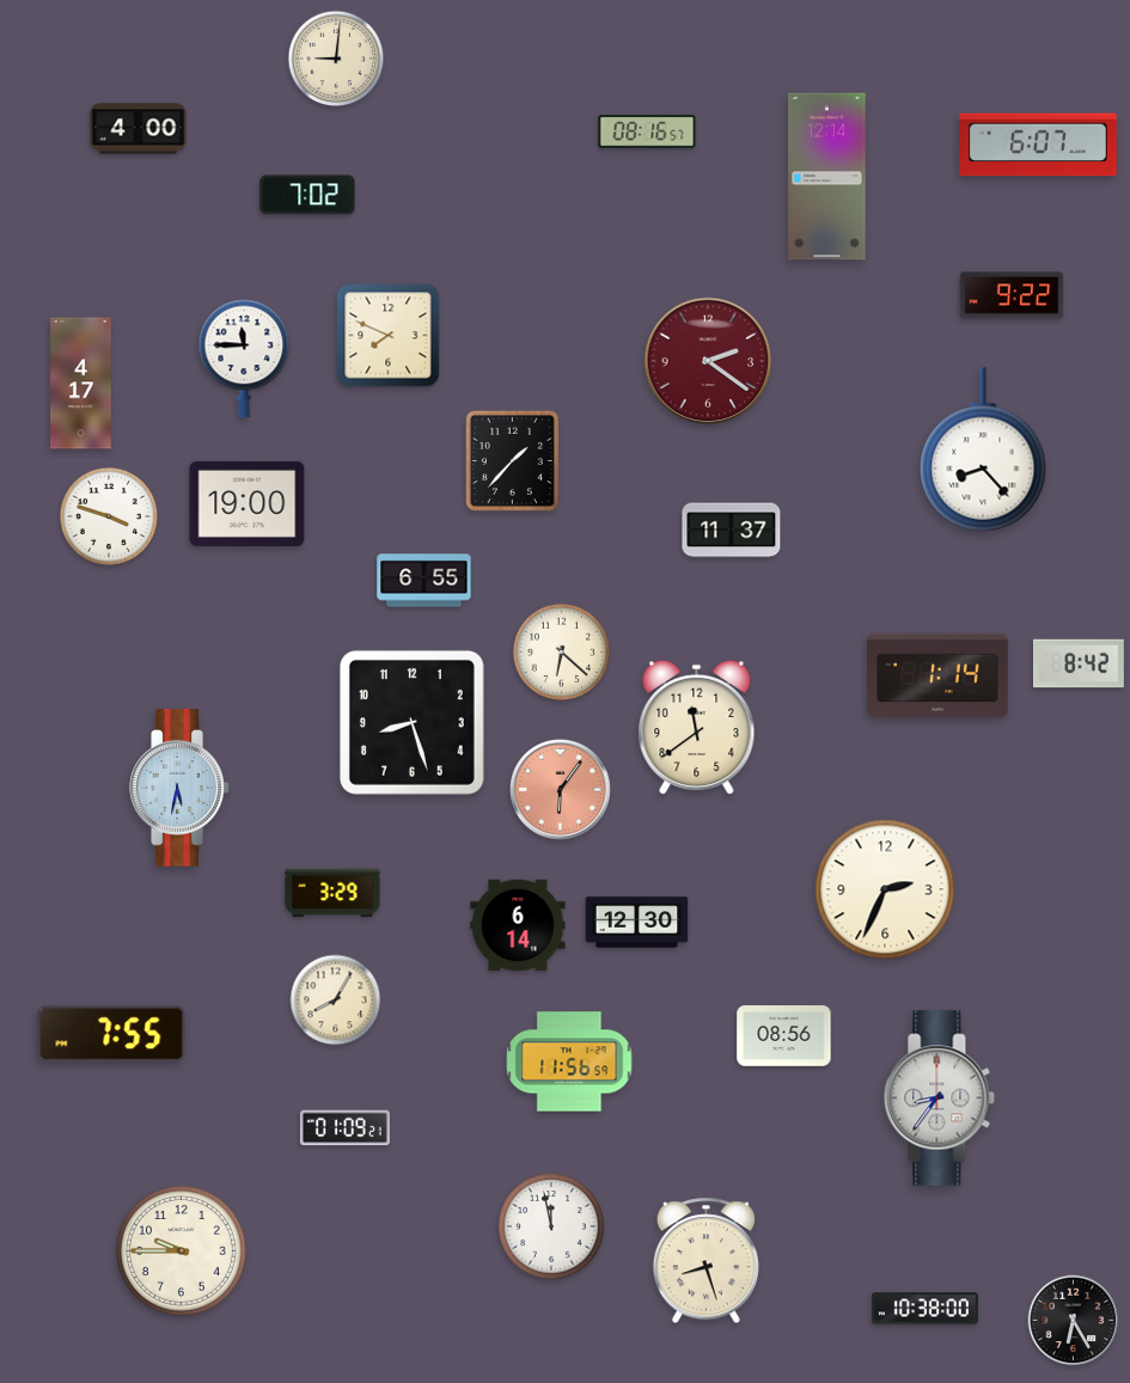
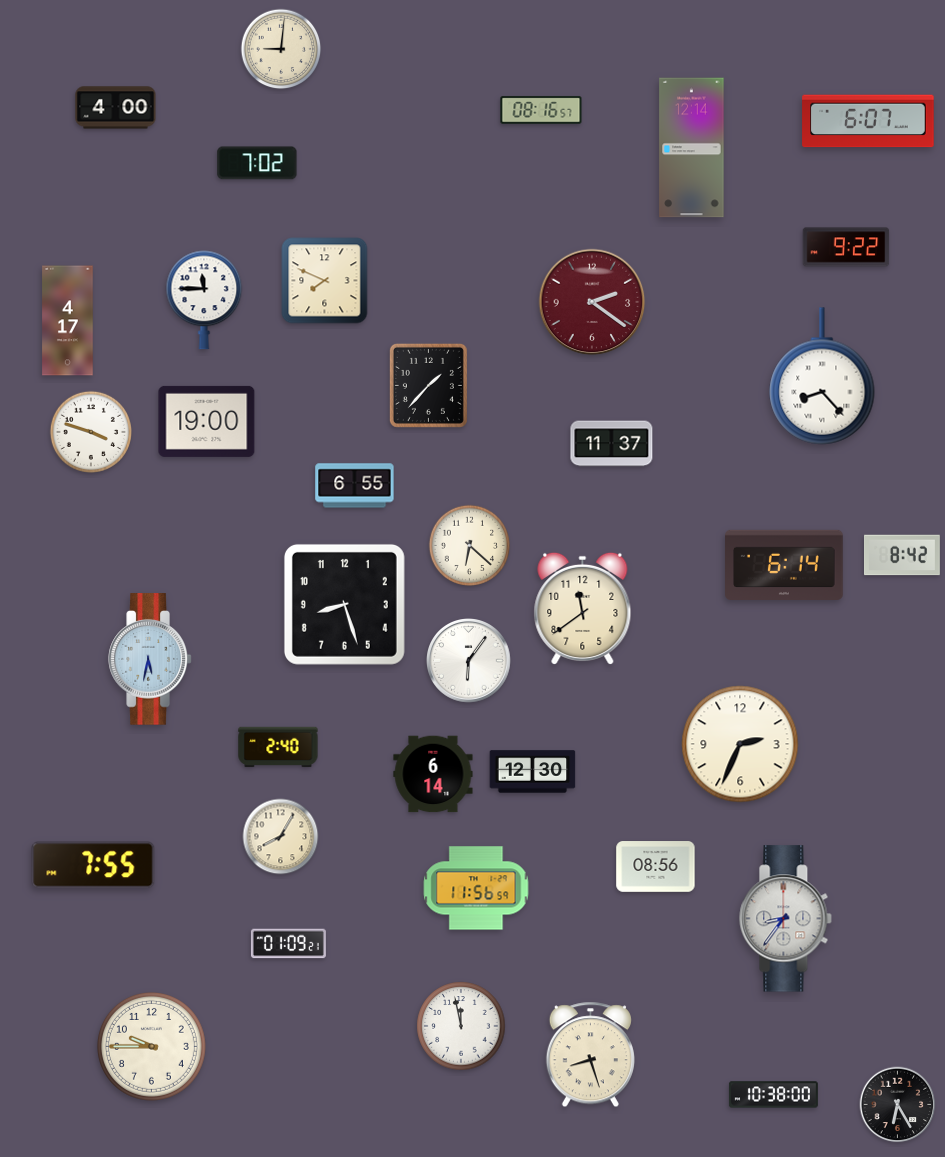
clock at (937, 675): 1:14 -> 6:14
clock at (561, 790) dial: salmon -> white
clock at (332, 893): 3:29 -> 2:40
